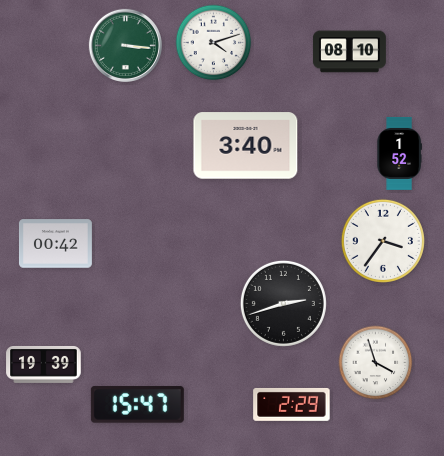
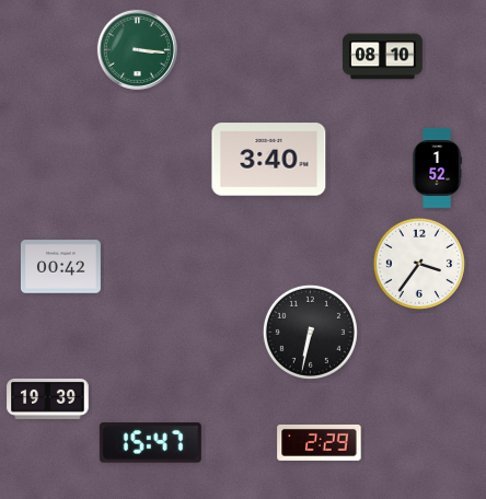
clock at (214, 43): 4:12 -> none
clock at (283, 303): 2:42 -> 6:32
clock at (376, 363): 3:57 -> none
